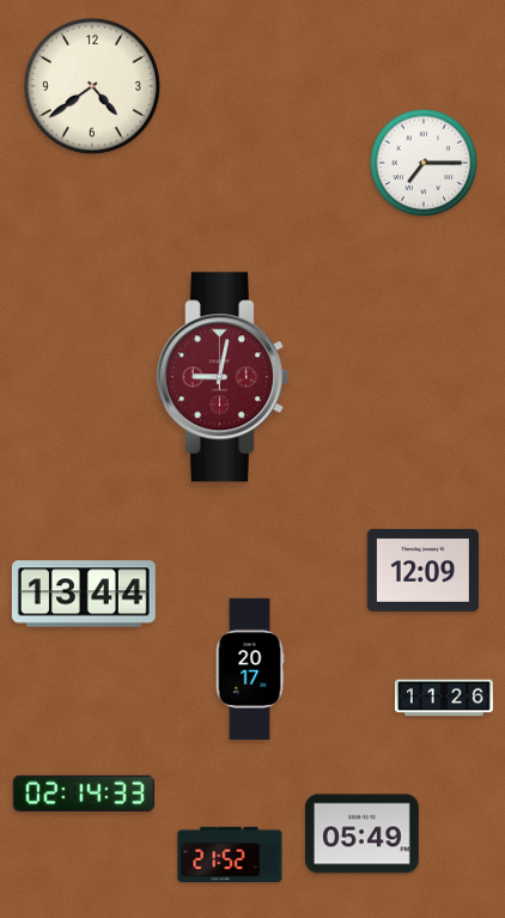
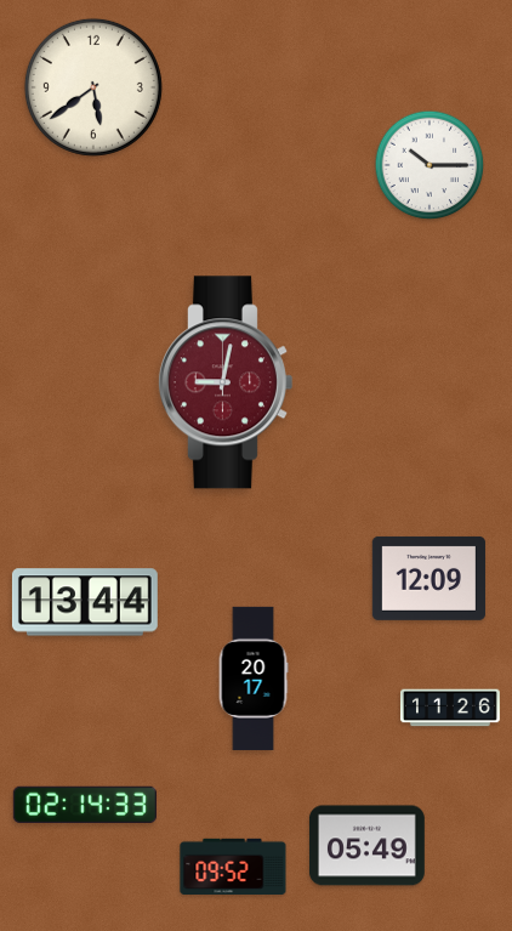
clock at (92, 86): 4:39 -> 5:39
clock at (424, 163): 7:15 -> 10:15
clock at (230, 855): 21:52 -> 09:52
